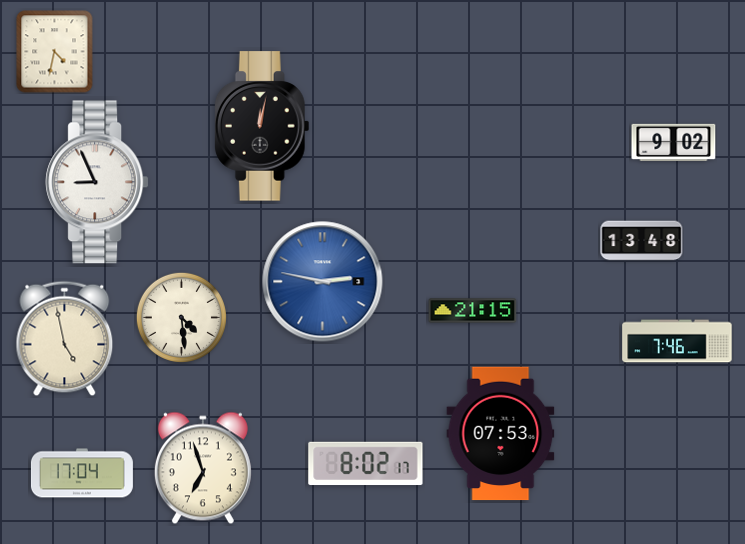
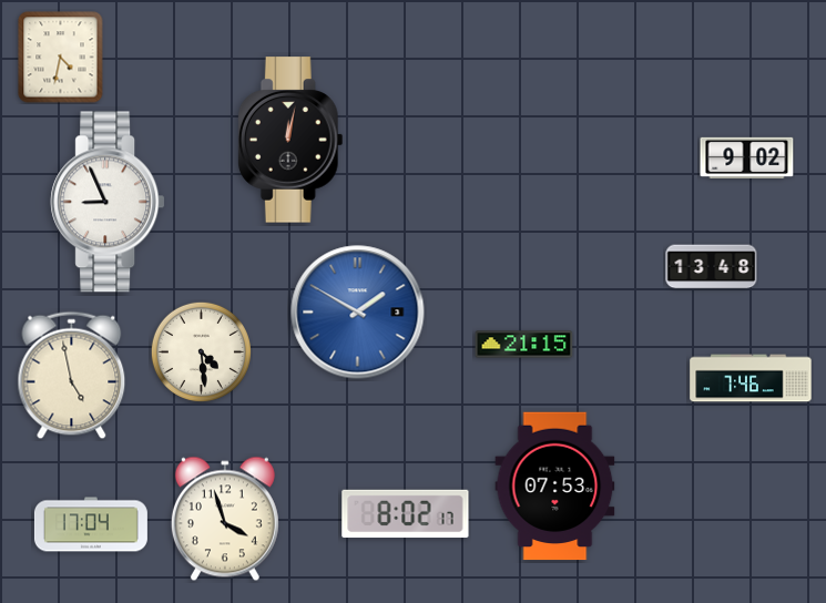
clock at (323, 282): 2:47 -> 1:50
clock at (501, 434) position: (501, 434) -> (555, 487)
clock at (203, 468): 6:57 -> 3:57
